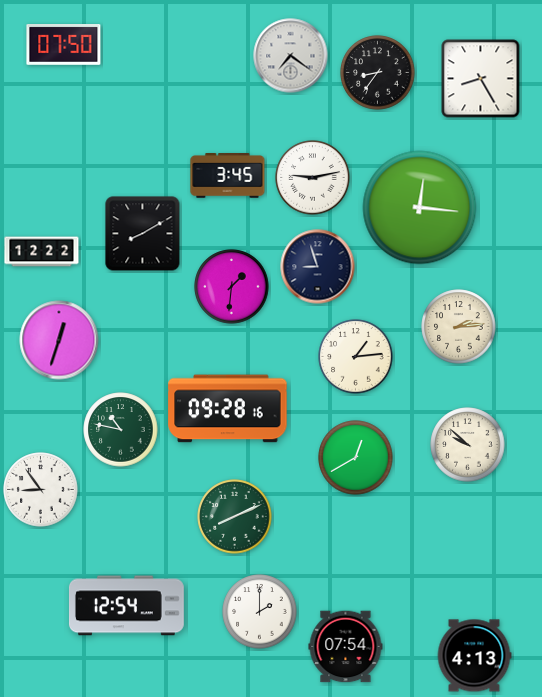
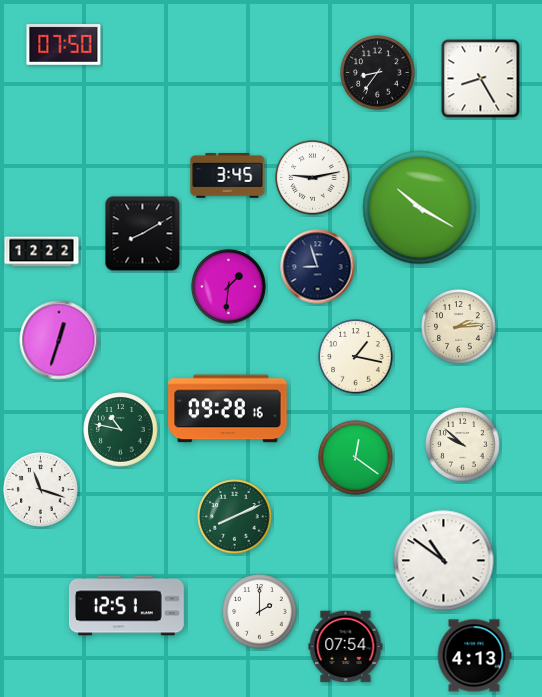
clock at (291, 56): 7:21 -> none
clock at (420, 208): 12:16 -> 10:20
clock at (232, 287) position: (232, 287) -> (229, 287)
clock at (356, 357): 1:14 -> 1:17
clock at (468, 445) position: (468, 445) -> (463, 445)
clock at (356, 458): 12:40 -> 12:21
clock at (41, 490): 8:54 -> 11:18
clock at (444, 561): none -> 10:51
clock at (126, 606): 12:54 -> 12:51
